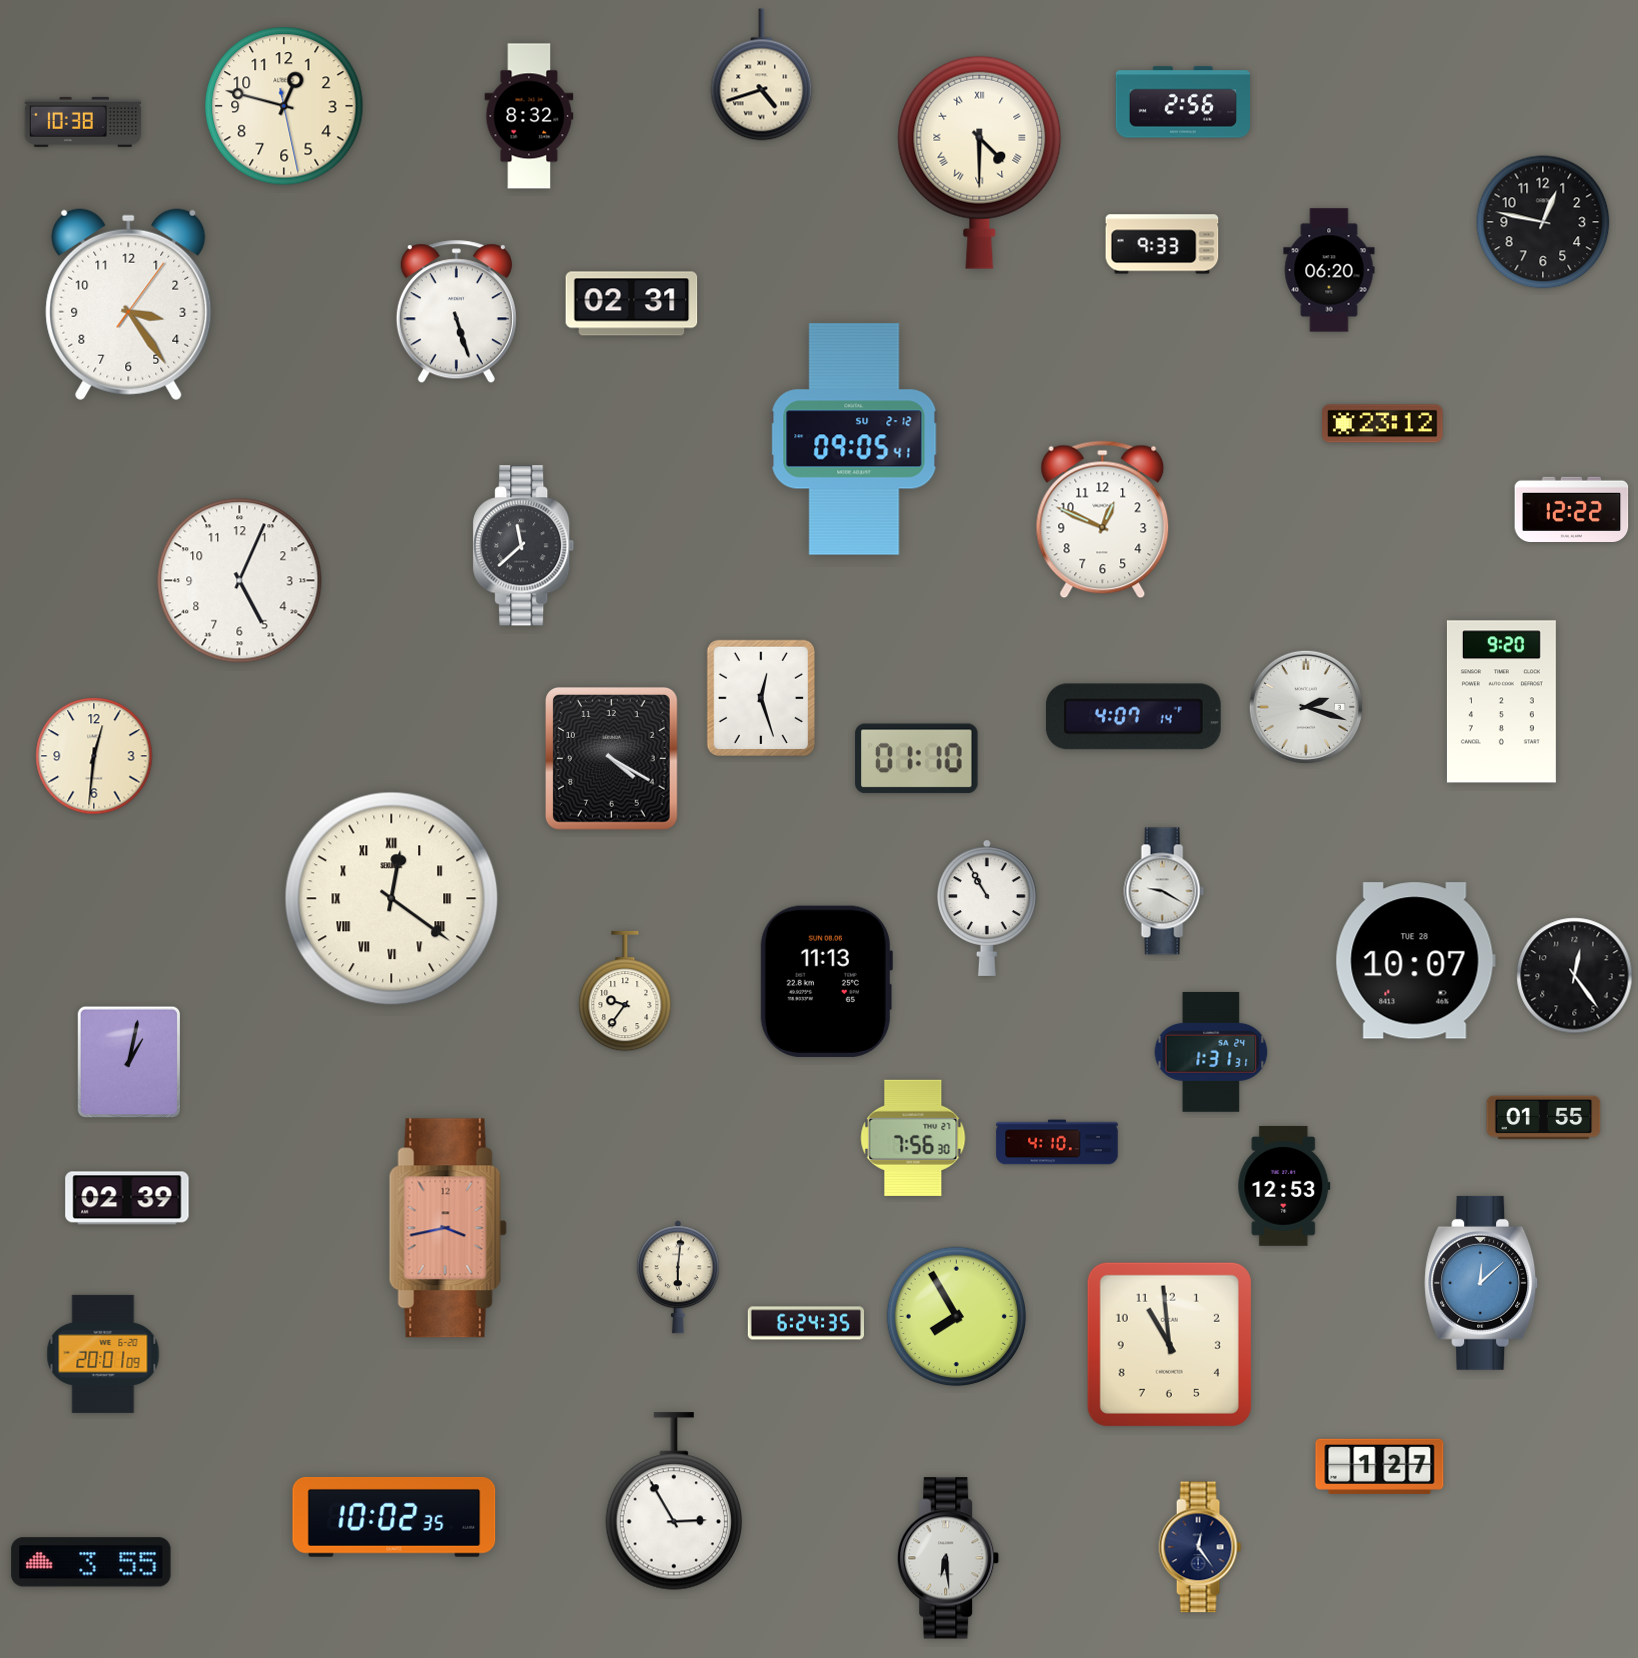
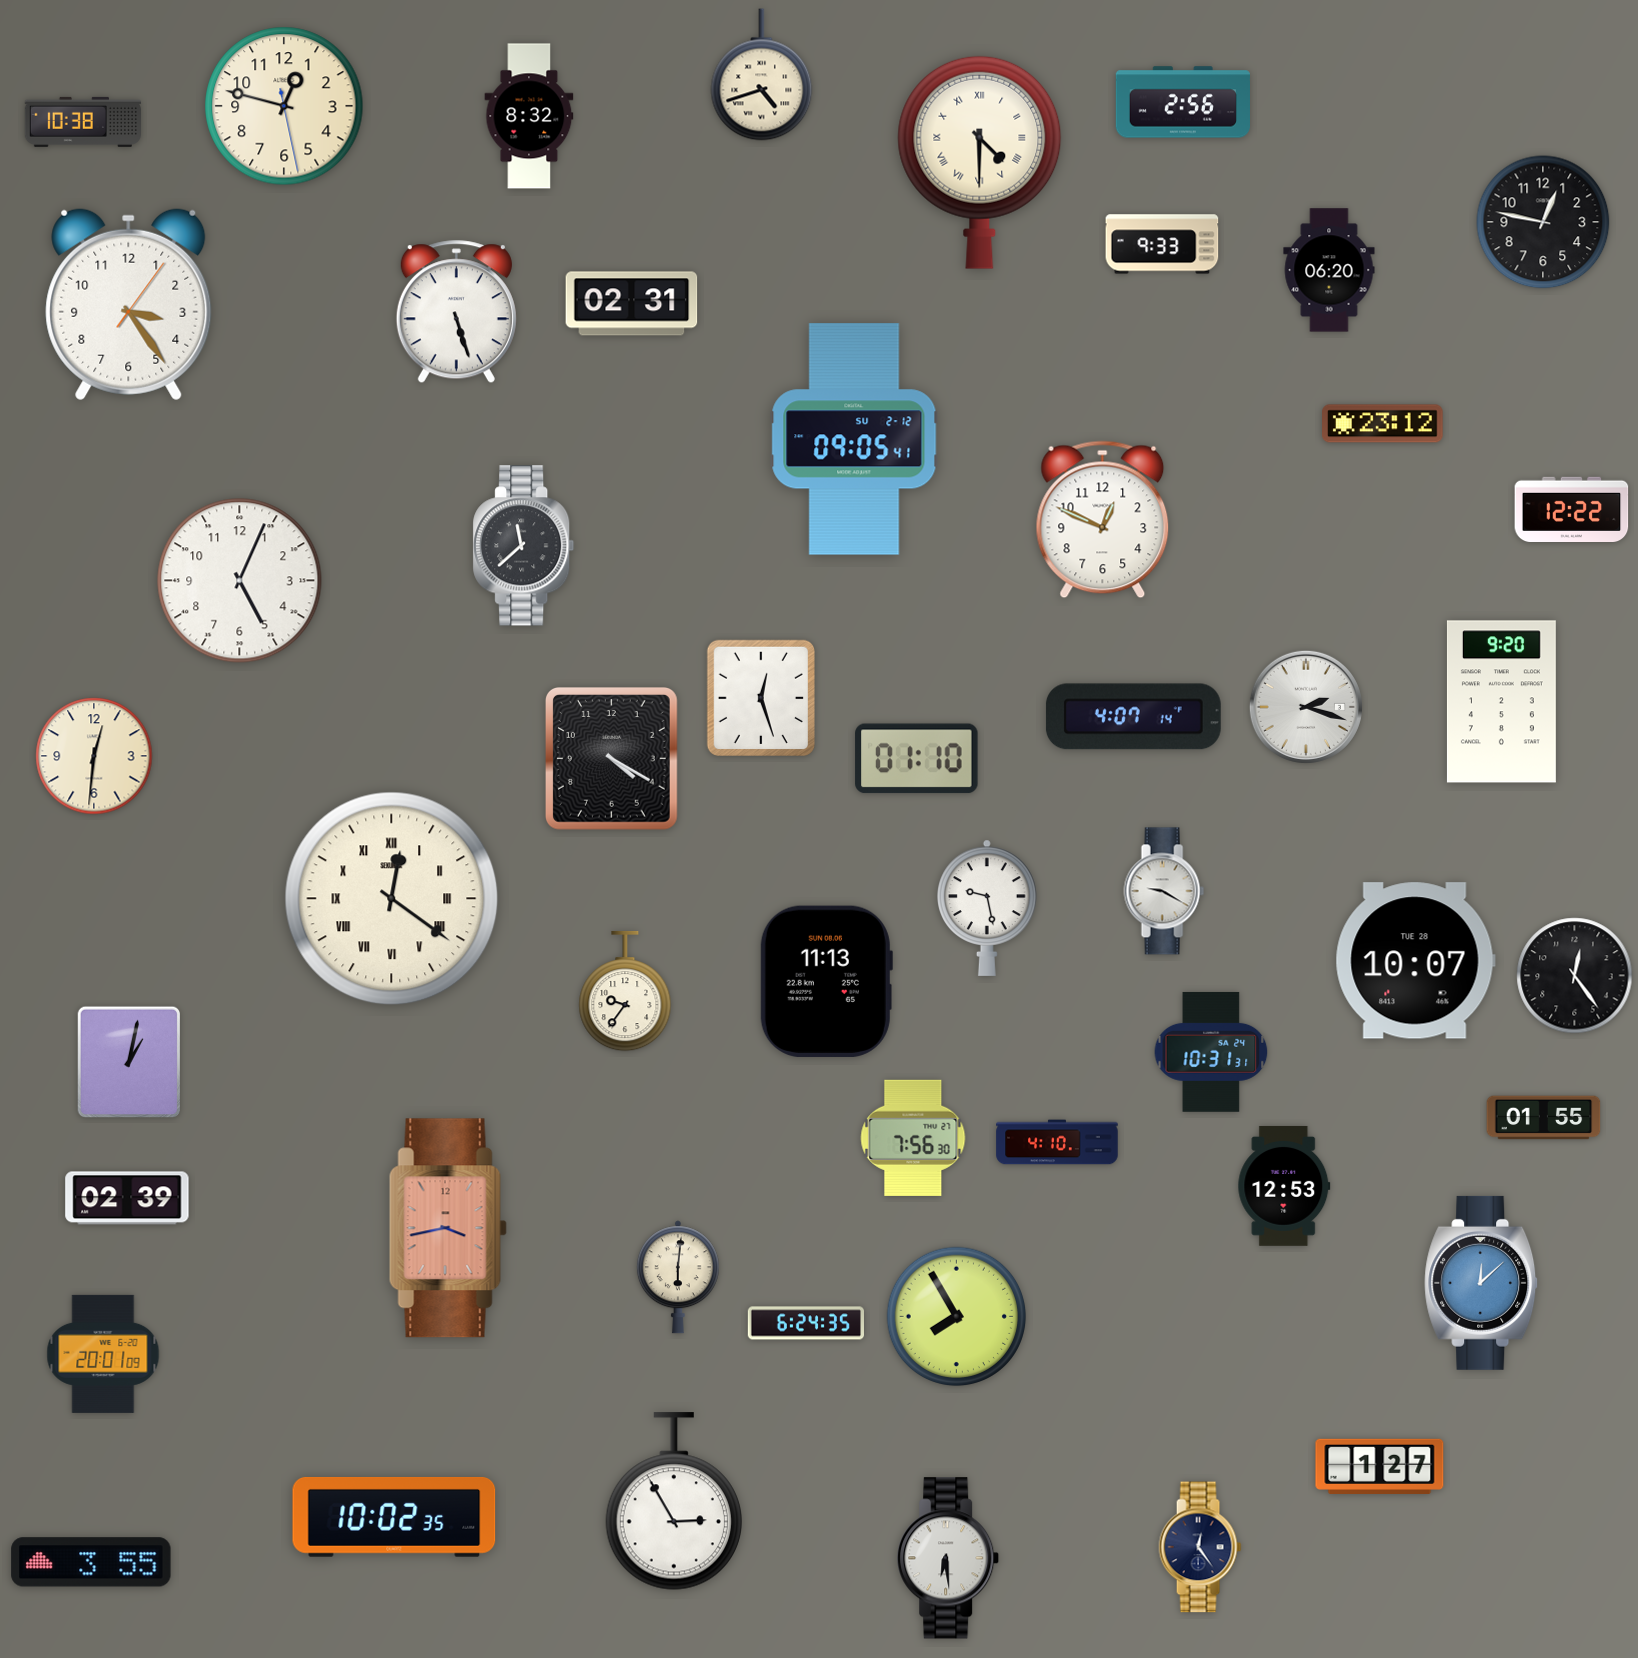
clock at (988, 908): 10:55 -> 9:28
clock at (1211, 1052): 1:31 -> 10:31
clock at (1169, 1344): 10:59 -> none
